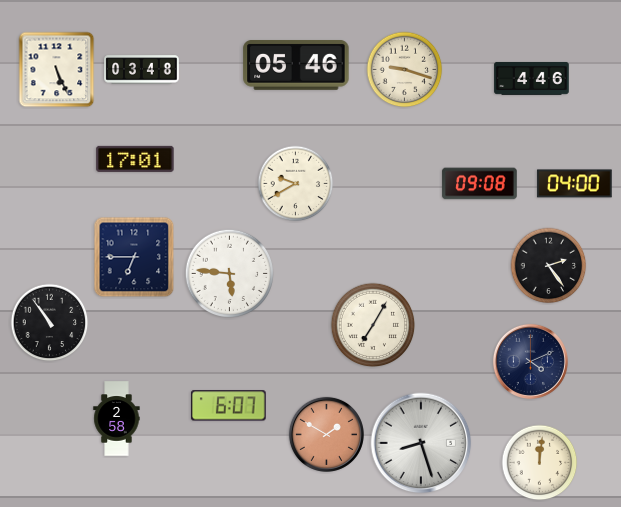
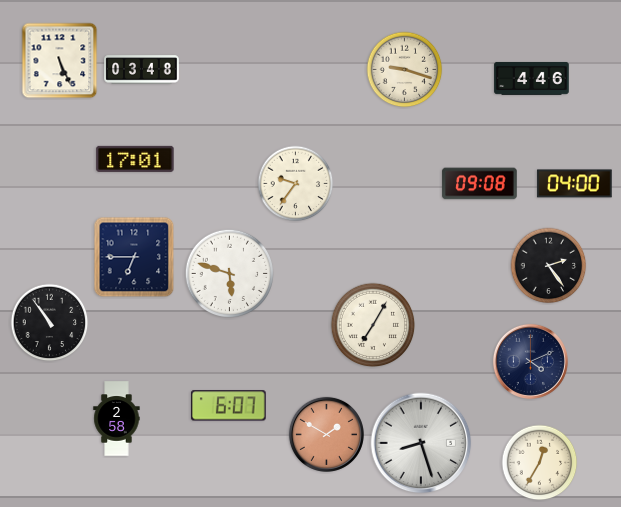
clock at (296, 66): 05:46 -> none
clock at (57, 70) position: (57, 70) -> (60, 61)
clock at (296, 184): 9:40 -> 9:36
clock at (230, 274): 5:46 -> 5:48
clock at (540, 463): 12:01 -> 12:35
